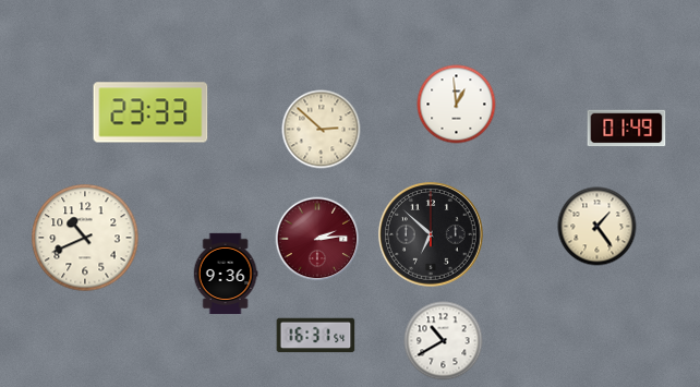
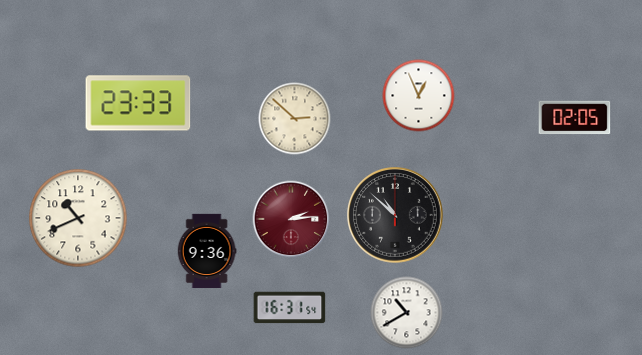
clock at (457, 105): 12:59 -> 12:56
clock at (627, 129): 01:49 -> 02:05
clock at (598, 227): 1:24 -> none
clock at (432, 235): 6:52 -> 10:52
